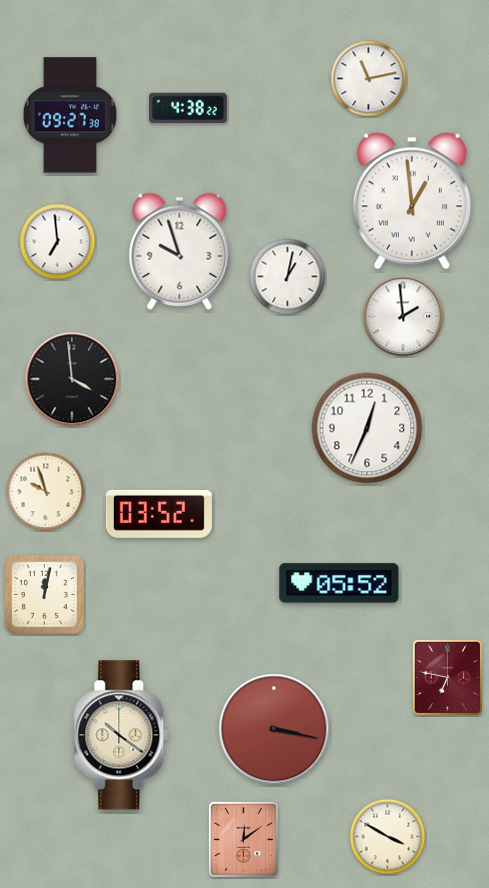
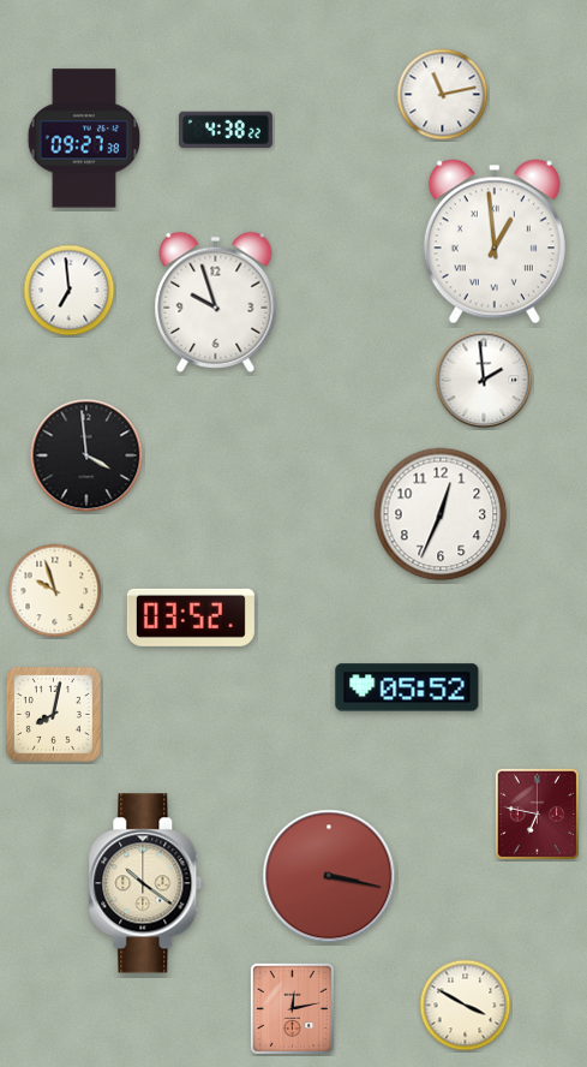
clock at (288, 277): 1:02 -> none
clock at (339, 583) position: (339, 583) -> (407, 687)
clock at (44, 594): 12:02 -> 8:02
clock at (243, 839): 12:09 -> 12:13
